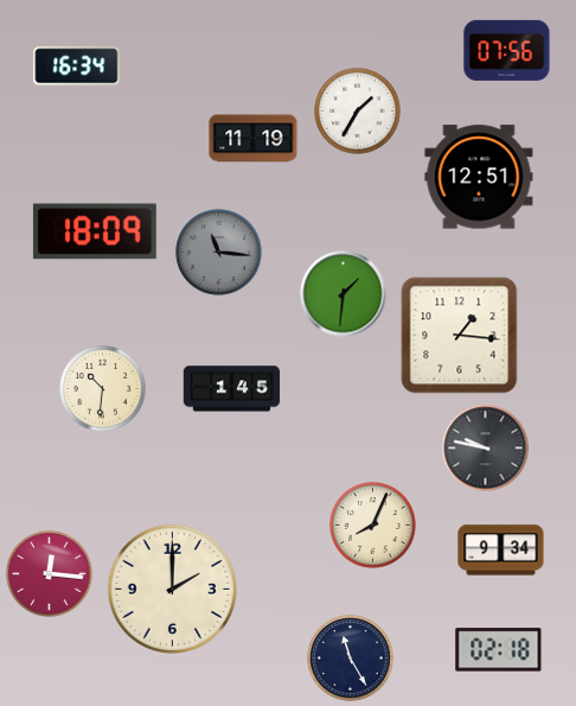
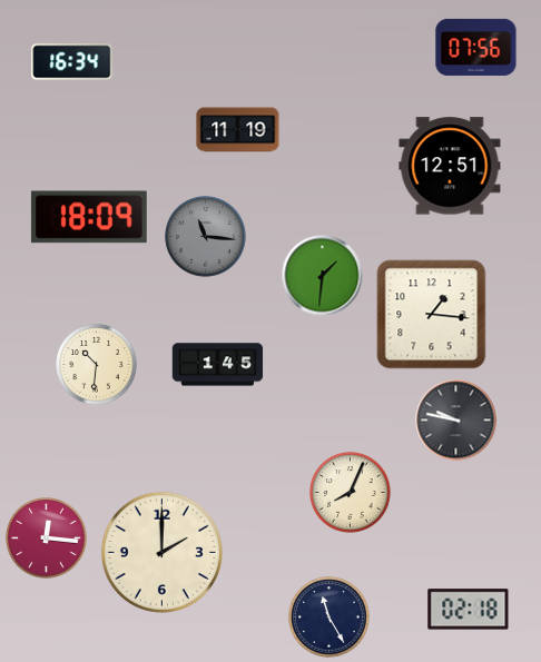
clock at (358, 112): 1:35 -> none
clock at (501, 551): 9:34 -> none
